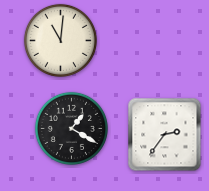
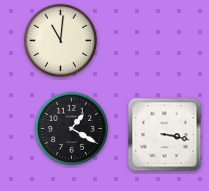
clock at (165, 135): 2:36 -> 3:17
